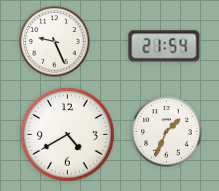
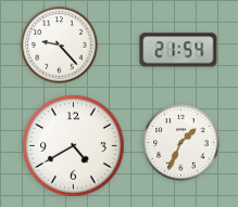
clock at (55, 42): 9:26 -> 9:23
